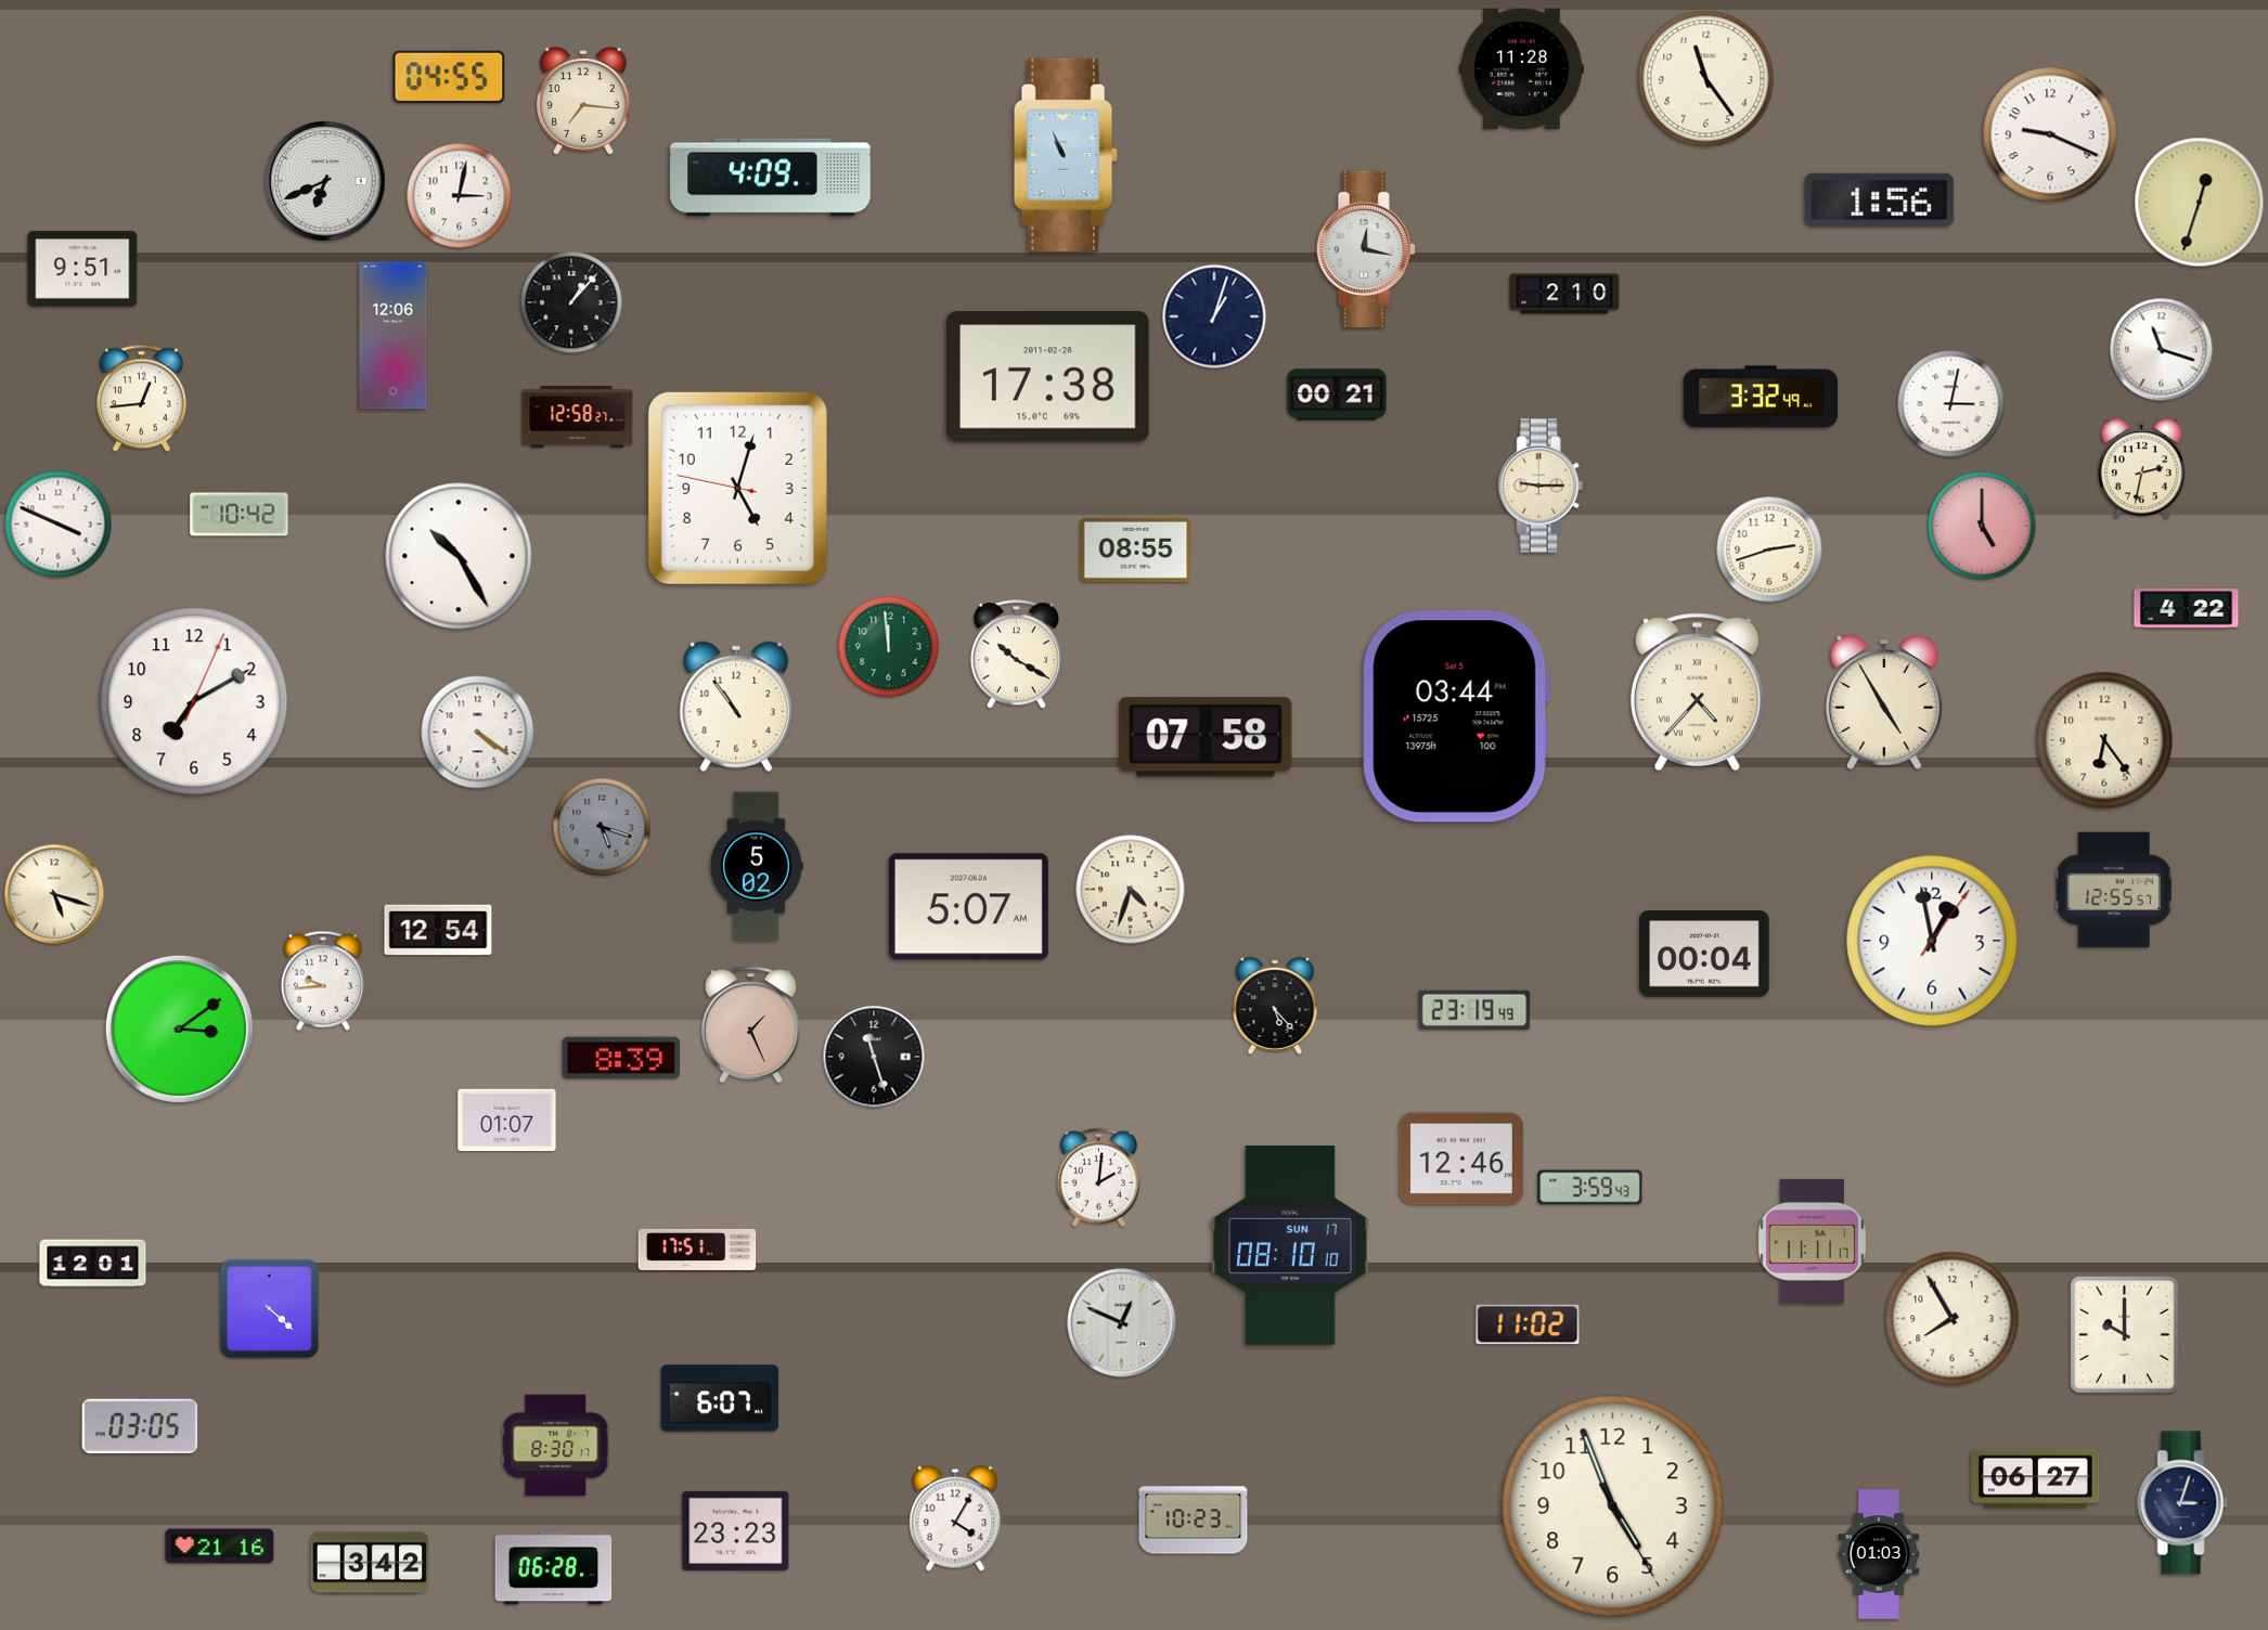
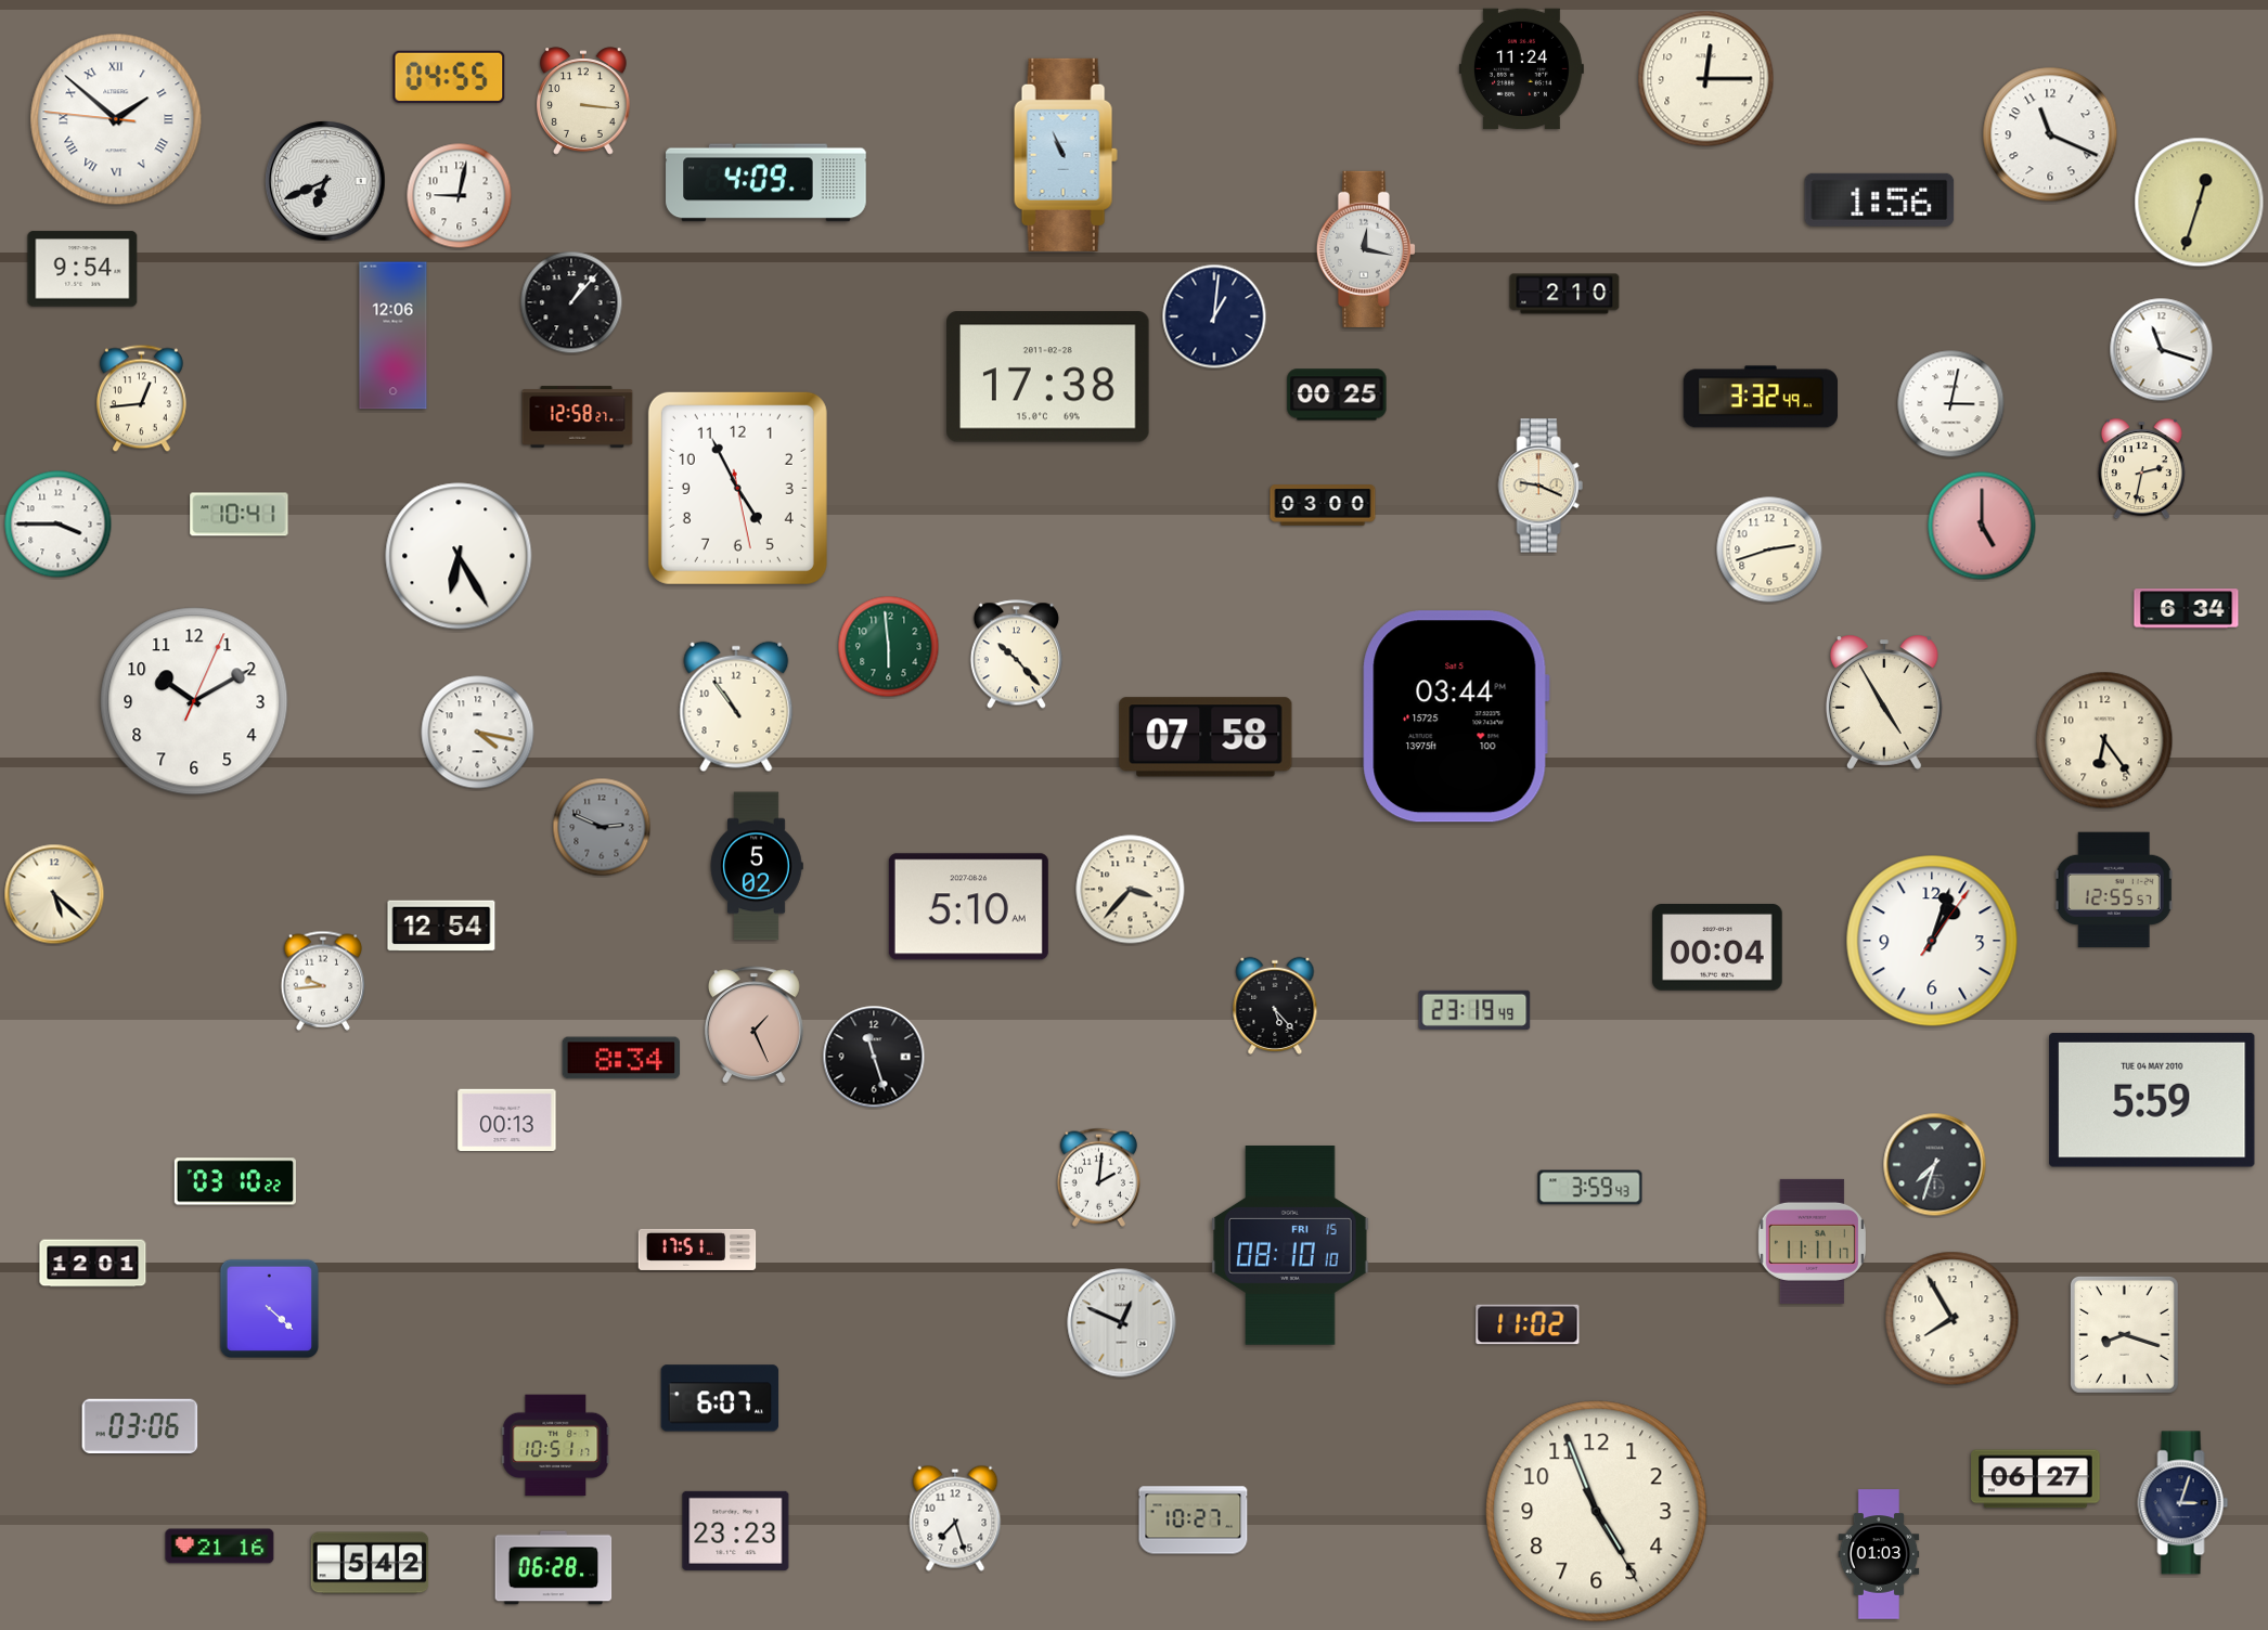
clock at (1521, 69): 11:28 -> 11:24
clock at (1706, 79): 11:24 -> 12:15
clock at (583, 101): 7:16 -> 3:16
clock at (116, 119): none -> 1:51
clock at (2050, 134): 9:19 -> 11:19
clock at (771, 178) position: (771, 178) -> (766, 183)
clock at (460, 196): 3:02 -> 9:02
clock at (82, 269): 9:51 -> 9:54
clock at (1214, 316): 1:03 -> 1:01
clock at (1337, 394): 00:21 -> 00:25
clock at (1541, 486): 9:15 -> 9:19
clock at (737, 488): 5:02 -> 4:55
clock at (1323, 505): none -> 03:00
clock at (240, 515): 10:42 -> 10:41
clock at (59, 525): 3:49 -> 3:45
clock at (1136, 549): 08:55 -> none
clock at (459, 556): 10:25 -> 6:25
clock at (2187, 609): 4:22 -> 6:34
clock at (889, 647): 11:59 -> 5:59
clock at (1016, 655): 10:20 -> 10:23
clock at (1697, 693): 4:37 -> none
clock at (194, 701): 7:10 -> 10:10
clock at (478, 733): 4:21 -> 4:17
clock at (602, 827): 5:18 -> 2:49
clock at (1131, 890): 4:33 -> 3:37
clock at (54, 894): 5:18 -> 5:22
clock at (968, 907): 5:07 -> 5:10
clock at (438, 930) position: (438, 930) -> (441, 926)
clock at (1932, 941): 12:58 -> 1:03
clock at (1704, 954) position: (1704, 954) -> (1717, 947)
clock at (750, 1025) position: (750, 1025) -> (753, 1025)
clock at (179, 1029): 3:09 -> none
clock at (621, 1058): 8:39 -> 8:34
clock at (2152, 1100): none -> 5:59
clock at (507, 1121): 01:07 -> 00:13
clock at (1461, 1159): 12:46 -> none
clock at (1935, 1165): none -> 7:33
clock at (235, 1181): none -> 03:10
clock at (1290, 1246) date: SUN 17 -> FRI 15
clock at (2124, 1334): 10:00 -> 8:18
clock at (140, 1425): 03:05 -> 03:06
clock at (556, 1446): 8:30 -> 10:51
clock at (1613, 1506) position: (1613, 1506) -> (1597, 1512)
clock at (955, 1518): 4:05 -> 7:27
clock at (1194, 1521): 10:23 -> 10:27
clock at (370, 1563): 3:42 -> 5:42
